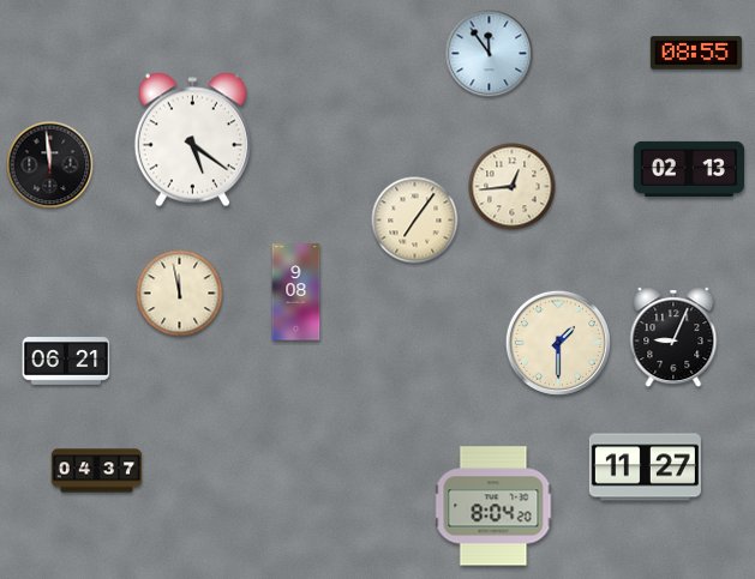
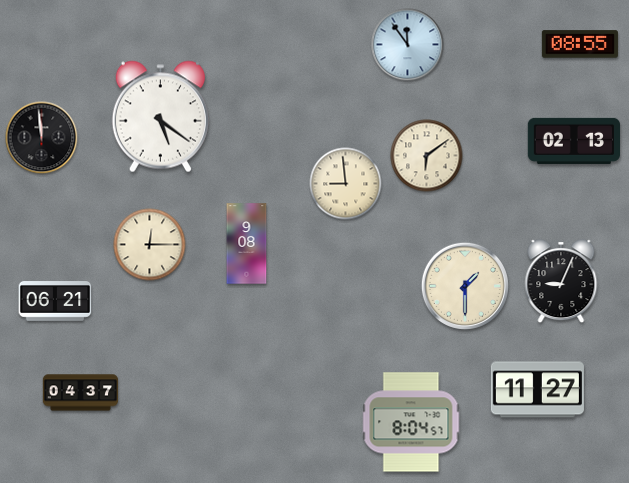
clock at (513, 187): 12:44 -> 6:09
clock at (415, 221): 7:06 -> 8:59
clock at (180, 294): 11:58 -> 12:15
clock at (493, 506): 8:04:20 -> 8:04:57
